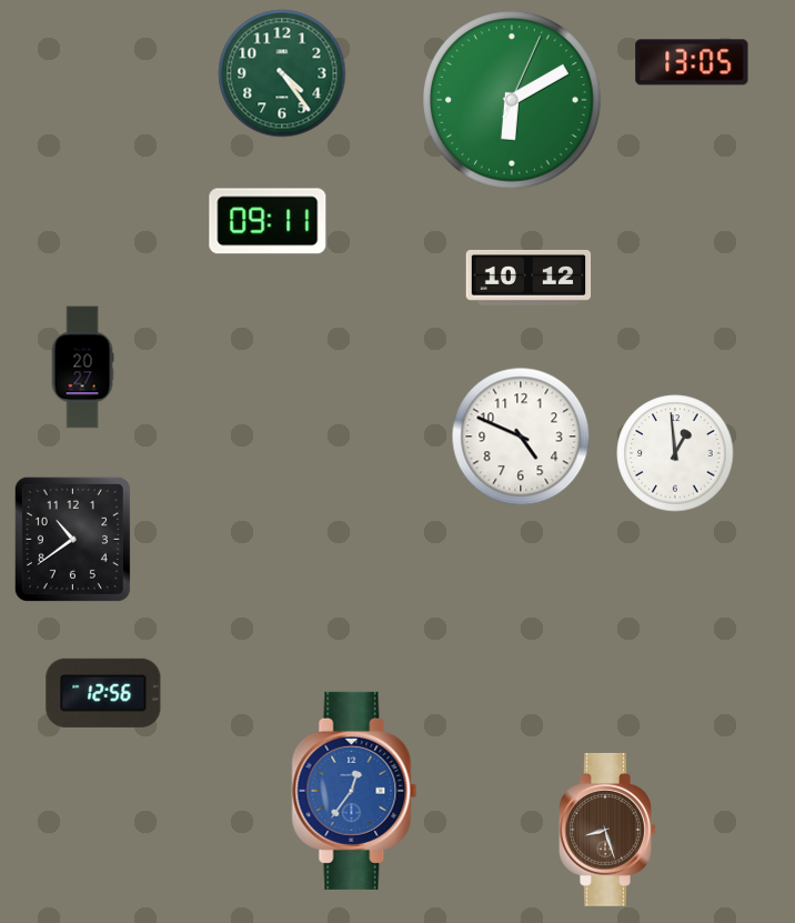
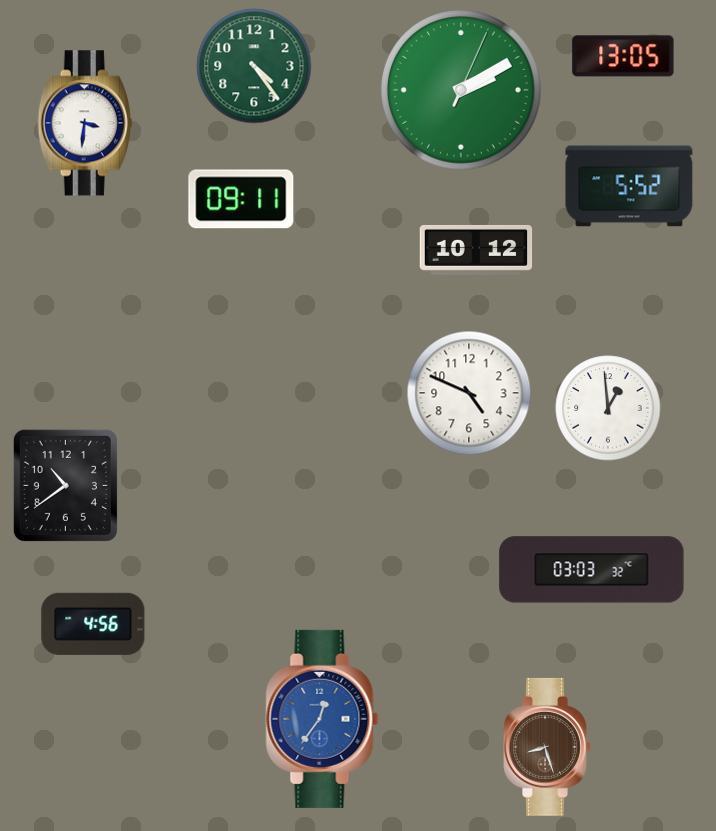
clock at (512, 100): 6:10 -> 2:10
clock at (85, 123): none -> 3:31
clock at (629, 186): none -> 5:52
clock at (82, 368): 20:27 -> none
clock at (592, 570): none -> 03:03
clock at (103, 693): 12:56 -> 4:56
clock at (354, 791) position: (354, 791) -> (322, 719)
